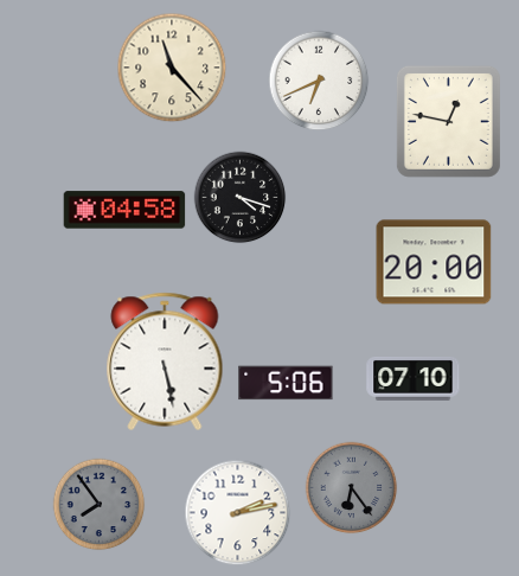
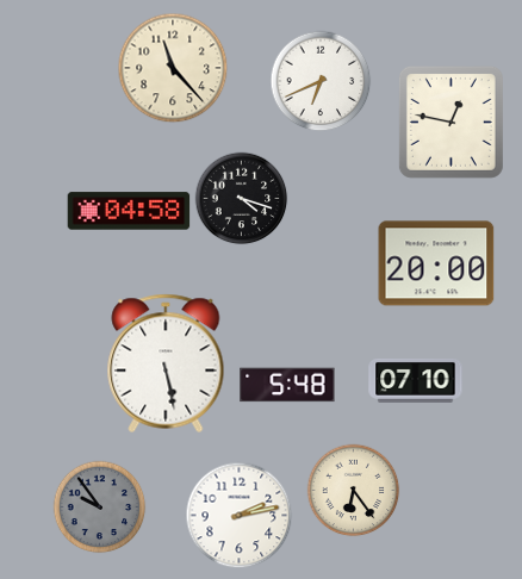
clock at (124, 210) position: (124, 210) -> (129, 211)
clock at (286, 383): 5:06 -> 5:48
clock at (351, 487) dial: grey -> cream
clock at (98, 504): 7:54 -> 9:54
